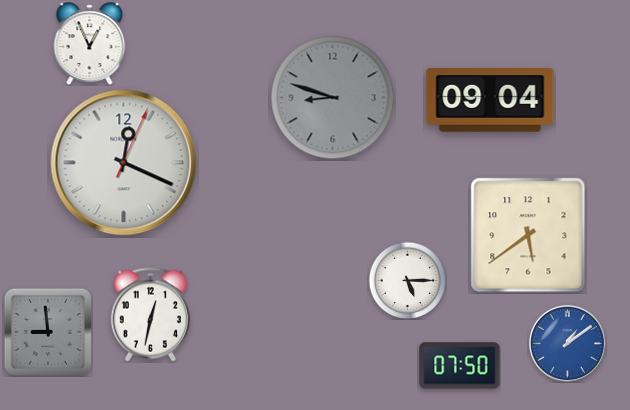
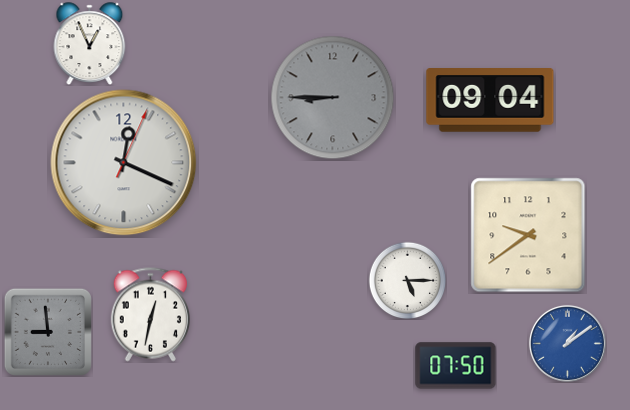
clock at (333, 98): 8:48 -> 8:45
clock at (528, 235): 5:39 -> 9:39
clock at (460, 366) position: (460, 366) -> (456, 366)
